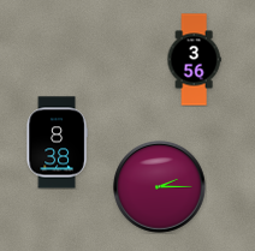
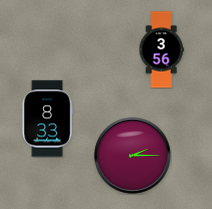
clock at (57, 143): 8:38 -> 8:33
